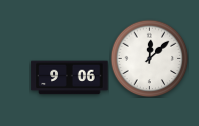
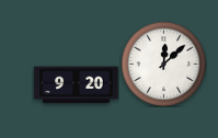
clock at (70, 78): 9:06 -> 9:20
